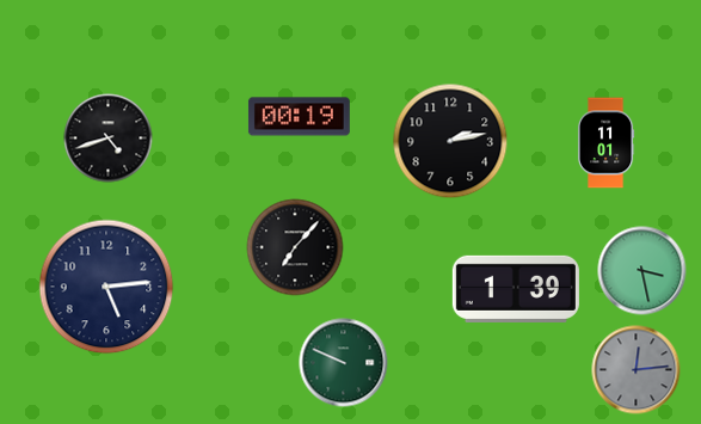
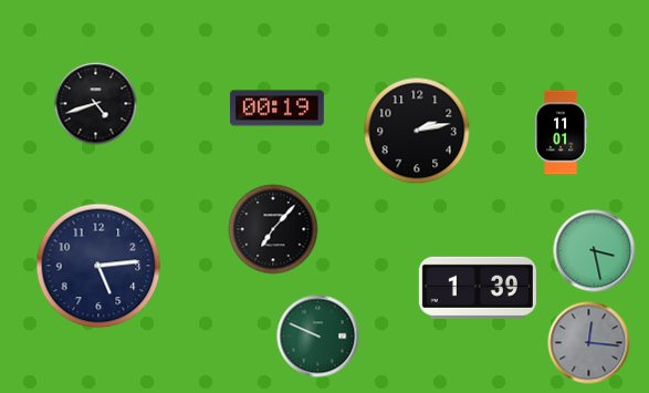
clock at (109, 139) position: (109, 139) -> (96, 104)
clock at (516, 289) position: (516, 289) -> (478, 288)
clock at (637, 370): 12:14 -> 12:16
